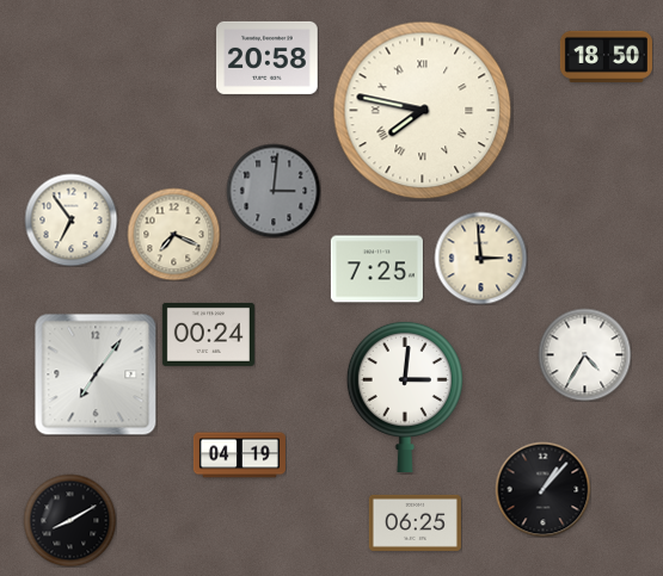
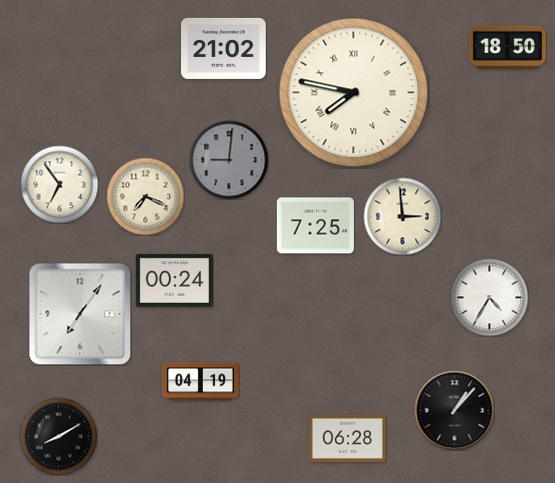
clock at (268, 57): 20:58 -> 21:02
clock at (274, 191): 3:01 -> 9:01
clock at (405, 396): 3:01 -> none
clock at (415, 522): 06:25 -> 06:28
